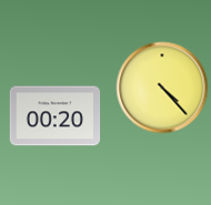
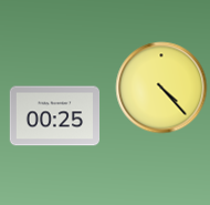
clock at (54, 116): 00:20 -> 00:25
